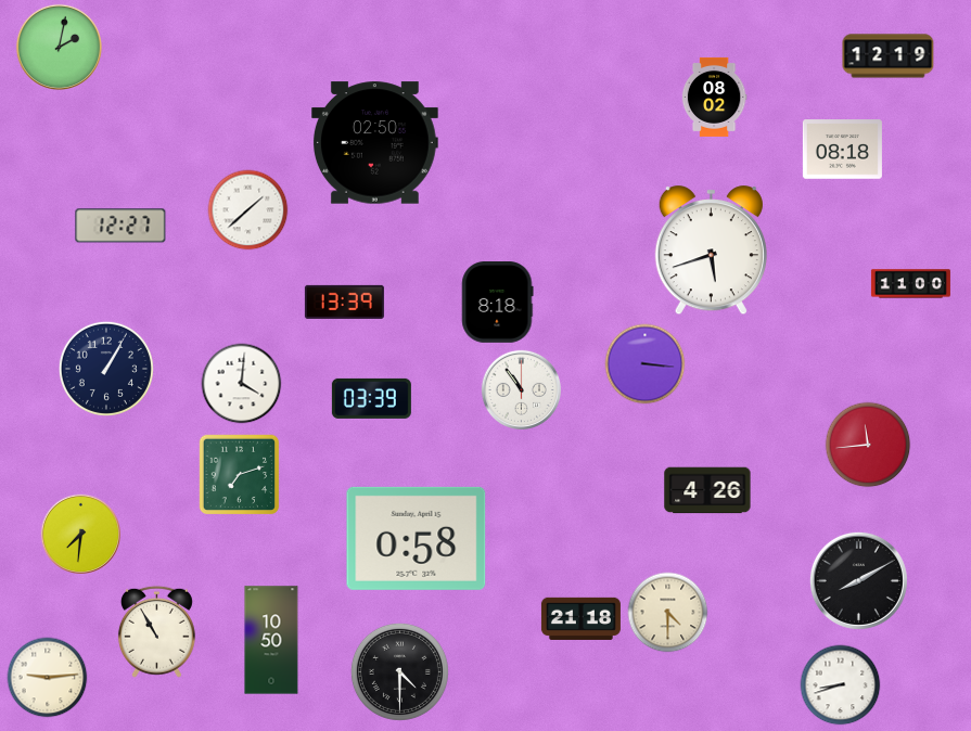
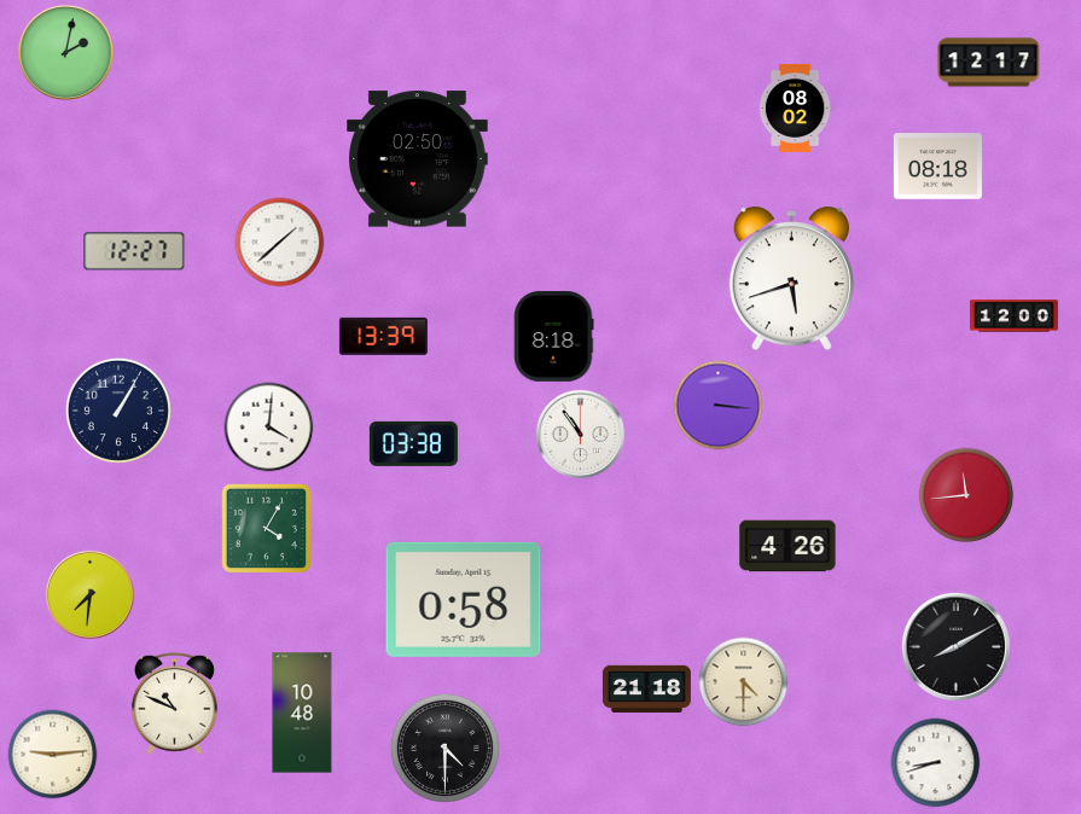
clock at (889, 56): 12:19 -> 12:17
clock at (248, 210) position: (248, 210) -> (280, 243)
clock at (910, 284): 11:00 -> 12:00
clock at (371, 398): 03:39 -> 03:38
clock at (240, 475): 7:12 -> 4:05
clock at (156, 631): 10:55 -> 10:49
clock at (271, 640): 10:50 -> 10:48
